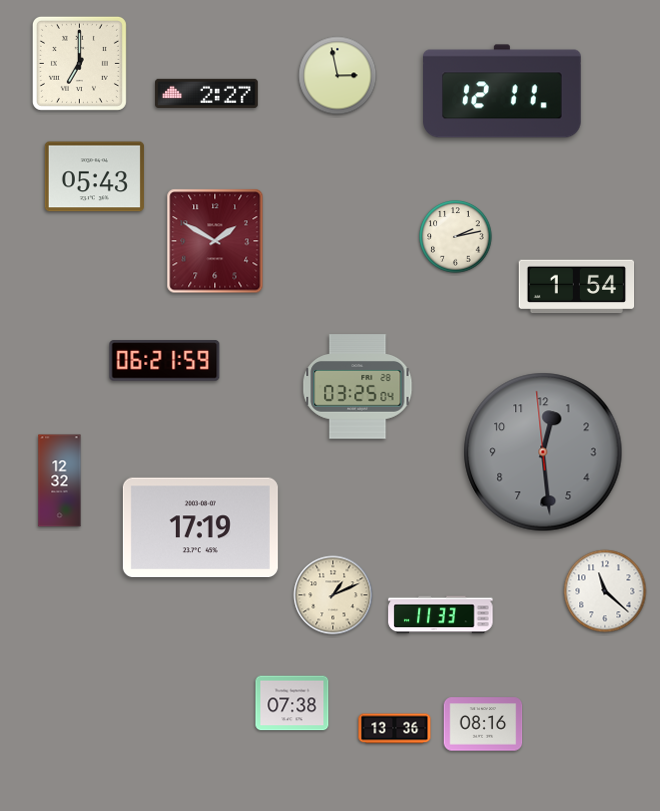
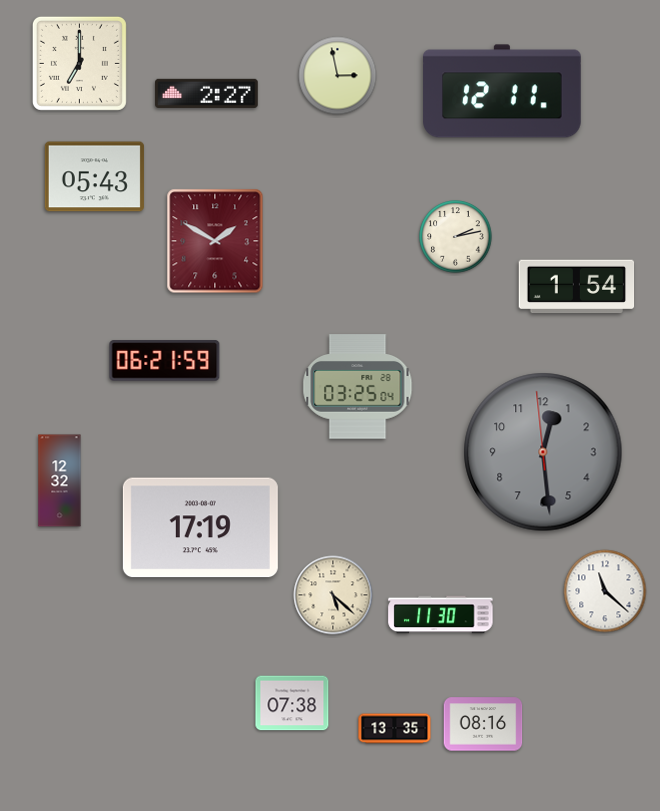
clock at (333, 595): 1:11 -> 5:22
clock at (441, 615): 11:33 -> 11:30
clock at (395, 729): 13:36 -> 13:35
